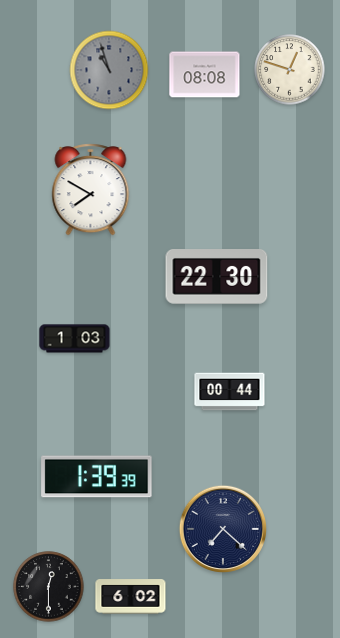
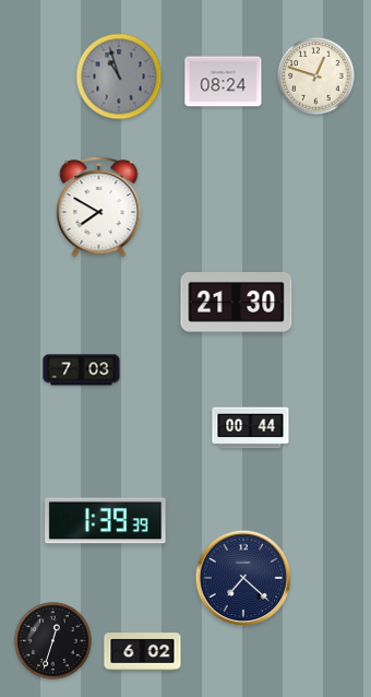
clock at (205, 75): 08:08 -> 08:24
clock at (217, 277): 22:30 -> 21:30
clock at (75, 339): 1:03 -> 7:03
clock at (49, 587): 12:30 -> 12:33
